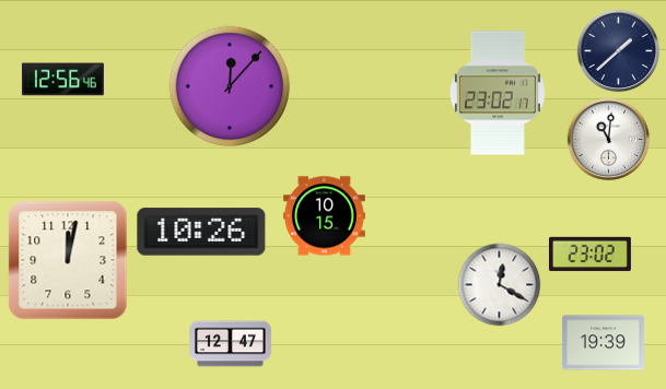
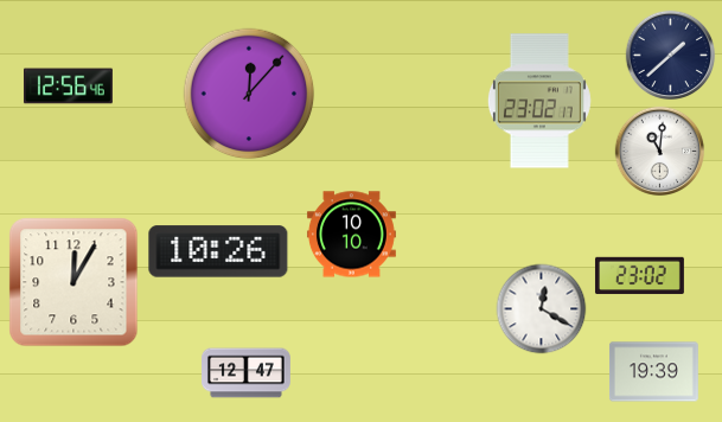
clock at (324, 216): 10:15 -> 10:10
clock at (68, 260): 12:02 -> 12:05
clock at (231, 344) position: (231, 344) -> (247, 373)
